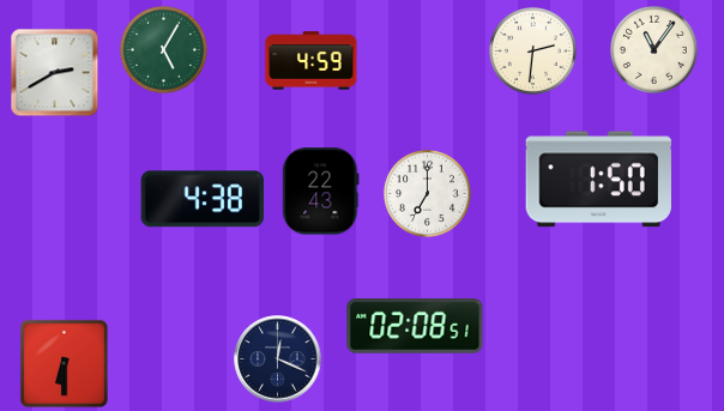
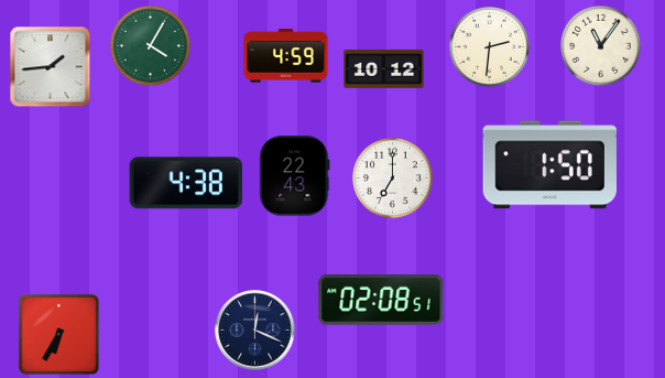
clock at (163, 49): 5:05 -> 4:05
clock at (55, 73): 2:40 -> 1:44
clock at (384, 69): none -> 10:12
clock at (64, 363): 6:30 -> 6:35
